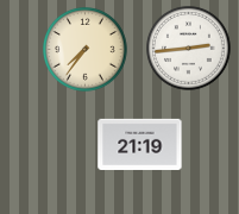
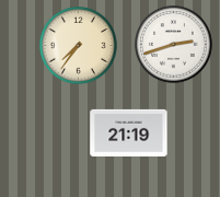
clock at (189, 49): 2:44 -> 2:42
